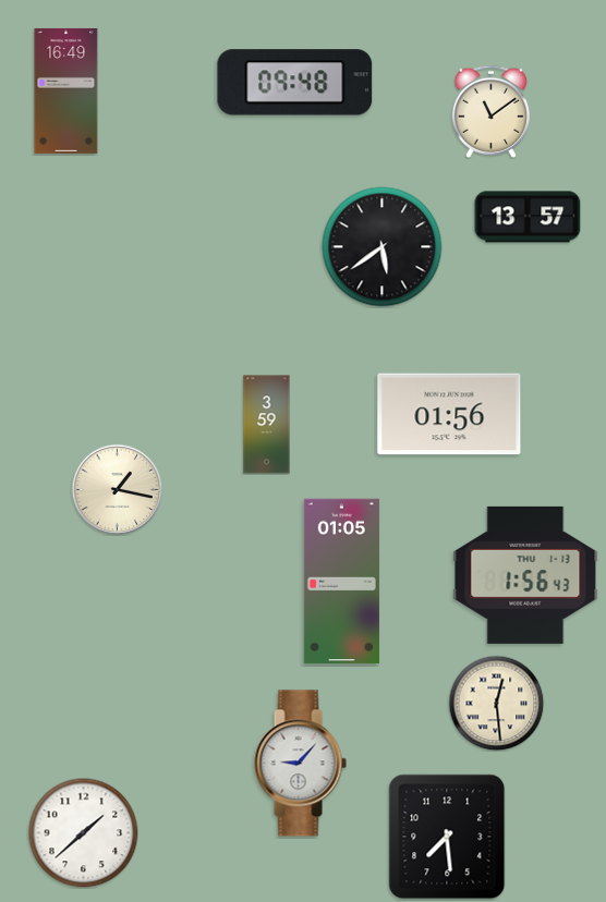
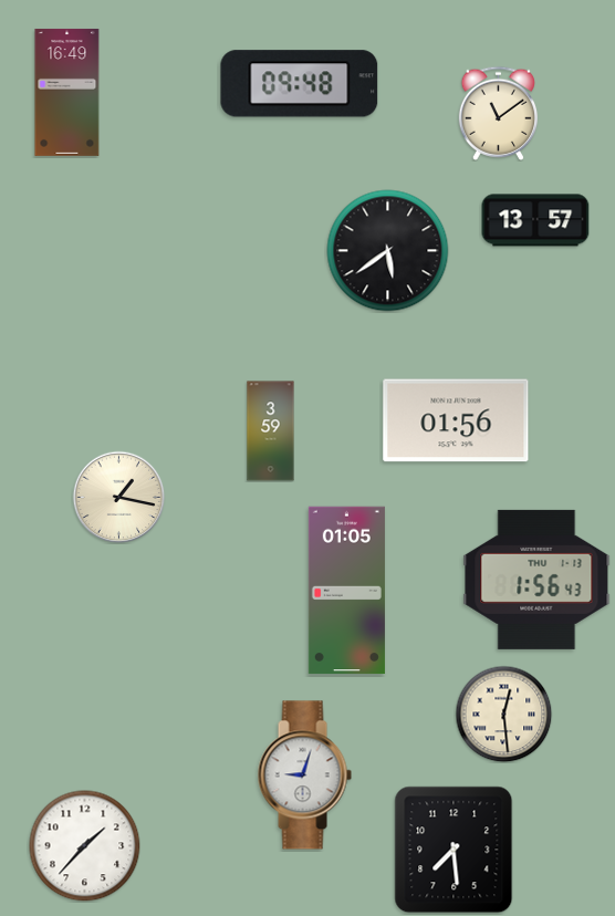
clock at (525, 575) position: (525, 575) -> (536, 580)
clock at (300, 764): 9:07 -> 9:03
clock at (84, 833): 1:38 -> 1:37
